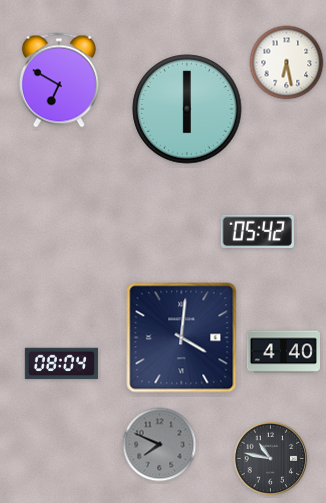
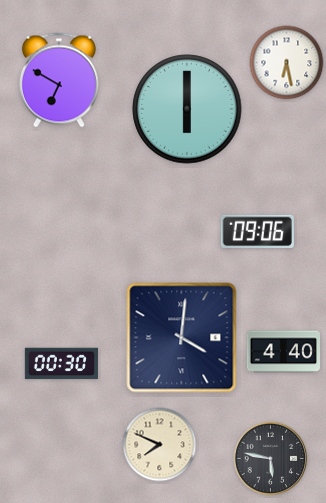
clock at (257, 231): 05:42 -> 09:06
clock at (61, 364): 08:04 -> 00:30
clock at (160, 445) dial: grey -> cream
clock at (271, 459): 10:47 -> 5:47
